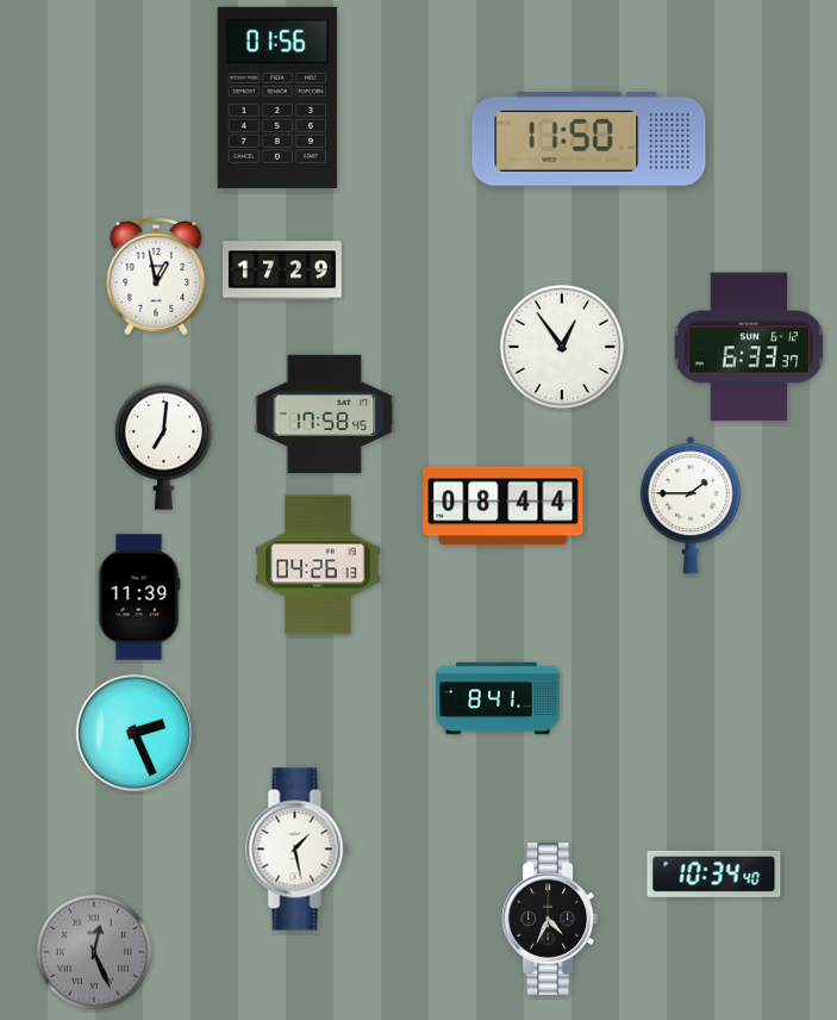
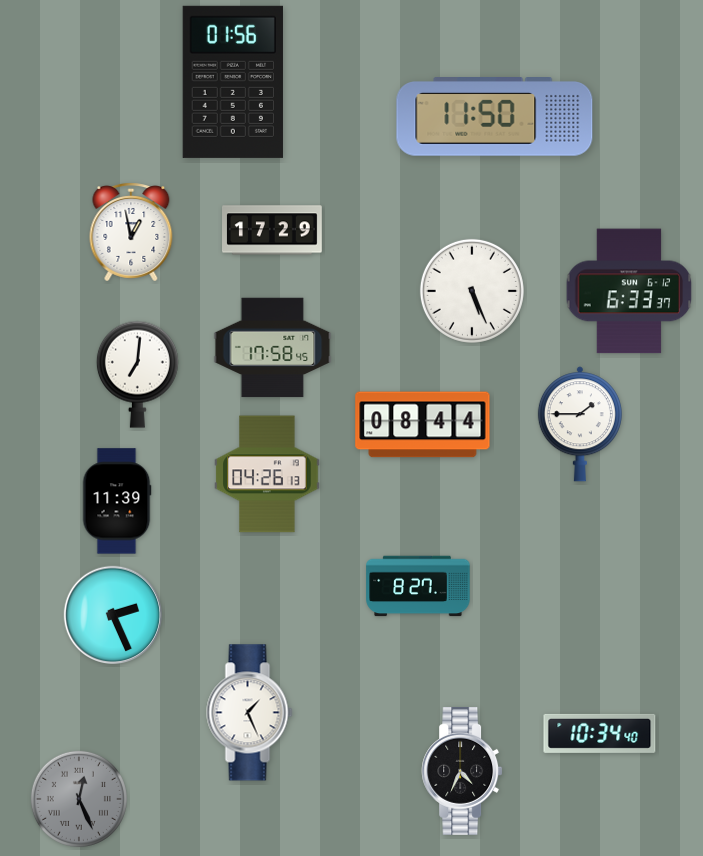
clock at (283, 270) position: (283, 270) -> (273, 230)
clock at (562, 347): 12:54 -> 5:26
clock at (498, 698): 8:41 -> 8:27
clock at (298, 850): 1:28 -> 1:26
